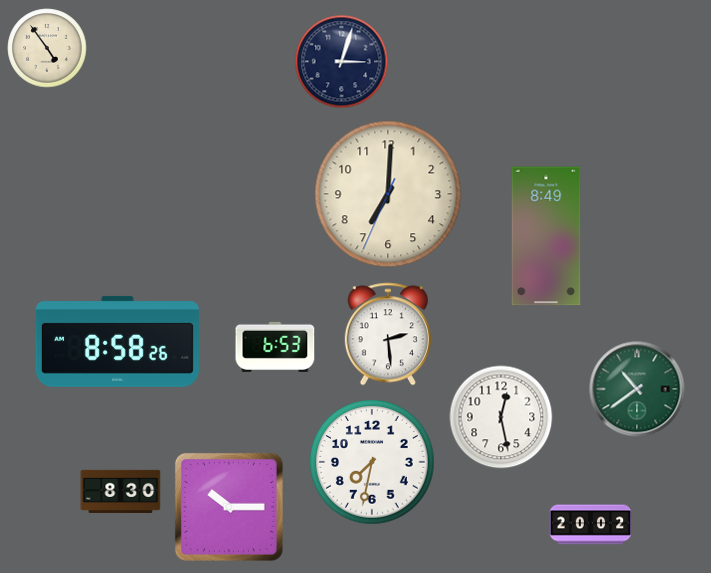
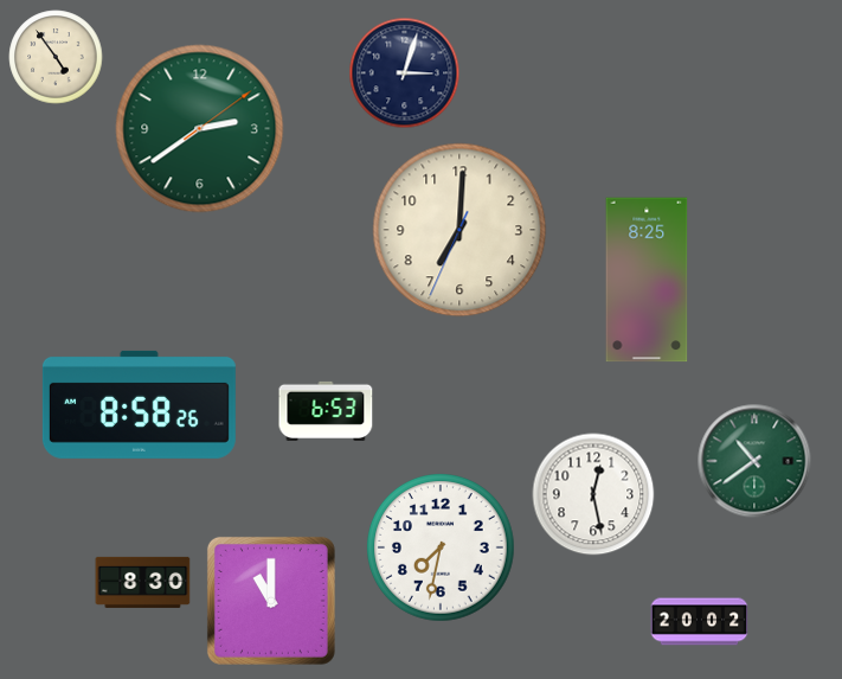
clock at (200, 129): none -> 2:39
clock at (546, 236): 8:49 -> 8:25
clock at (388, 334): 2:29 -> none
clock at (229, 507): 10:15 -> 11:00
